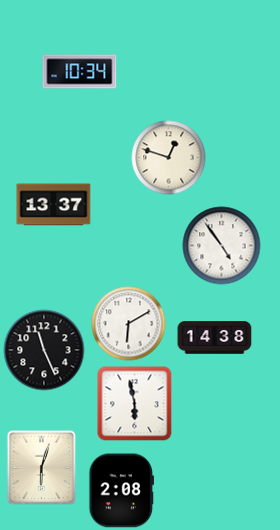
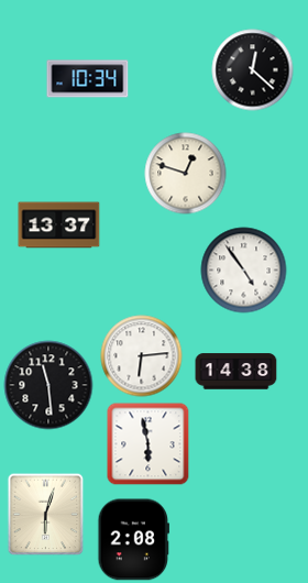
clock at (253, 70): none -> 12:22
clock at (129, 324): 6:10 -> 6:14
clock at (44, 350): 11:26 -> 11:29
